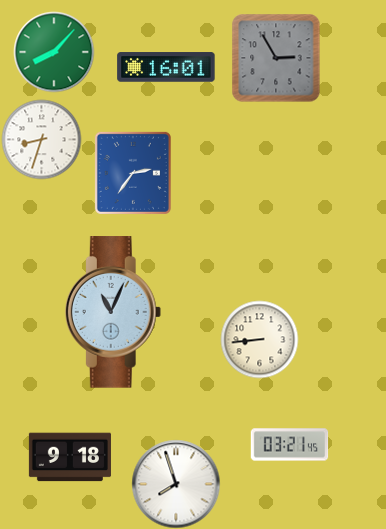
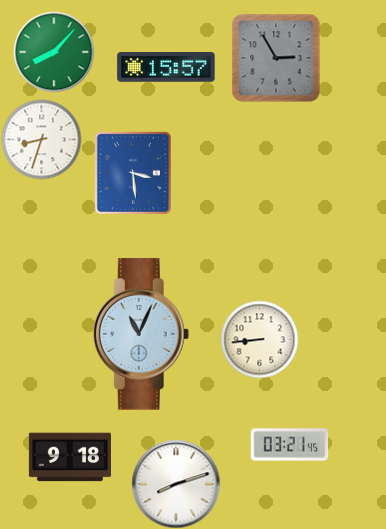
clock at (166, 67): 16:01 -> 15:57
clock at (133, 173): 2:36 -> 3:29
clock at (113, 312) position: (113, 312) -> (141, 334)
clock at (176, 484): 7:57 -> 8:12
